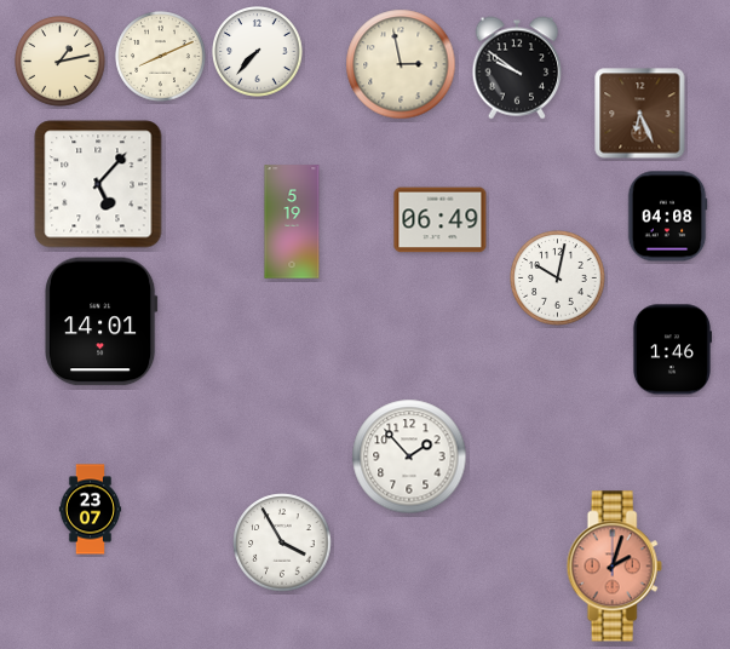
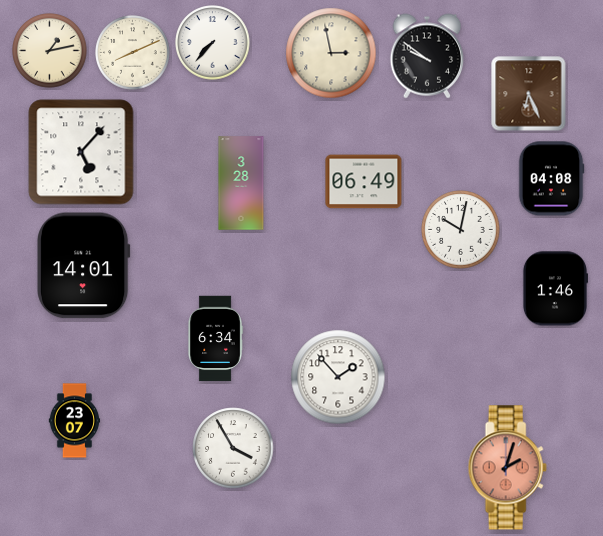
clock at (161, 57) position: (161, 57) -> (133, 53)
clock at (292, 222): 5:19 -> 3:28
clock at (215, 339): none -> 6:34
